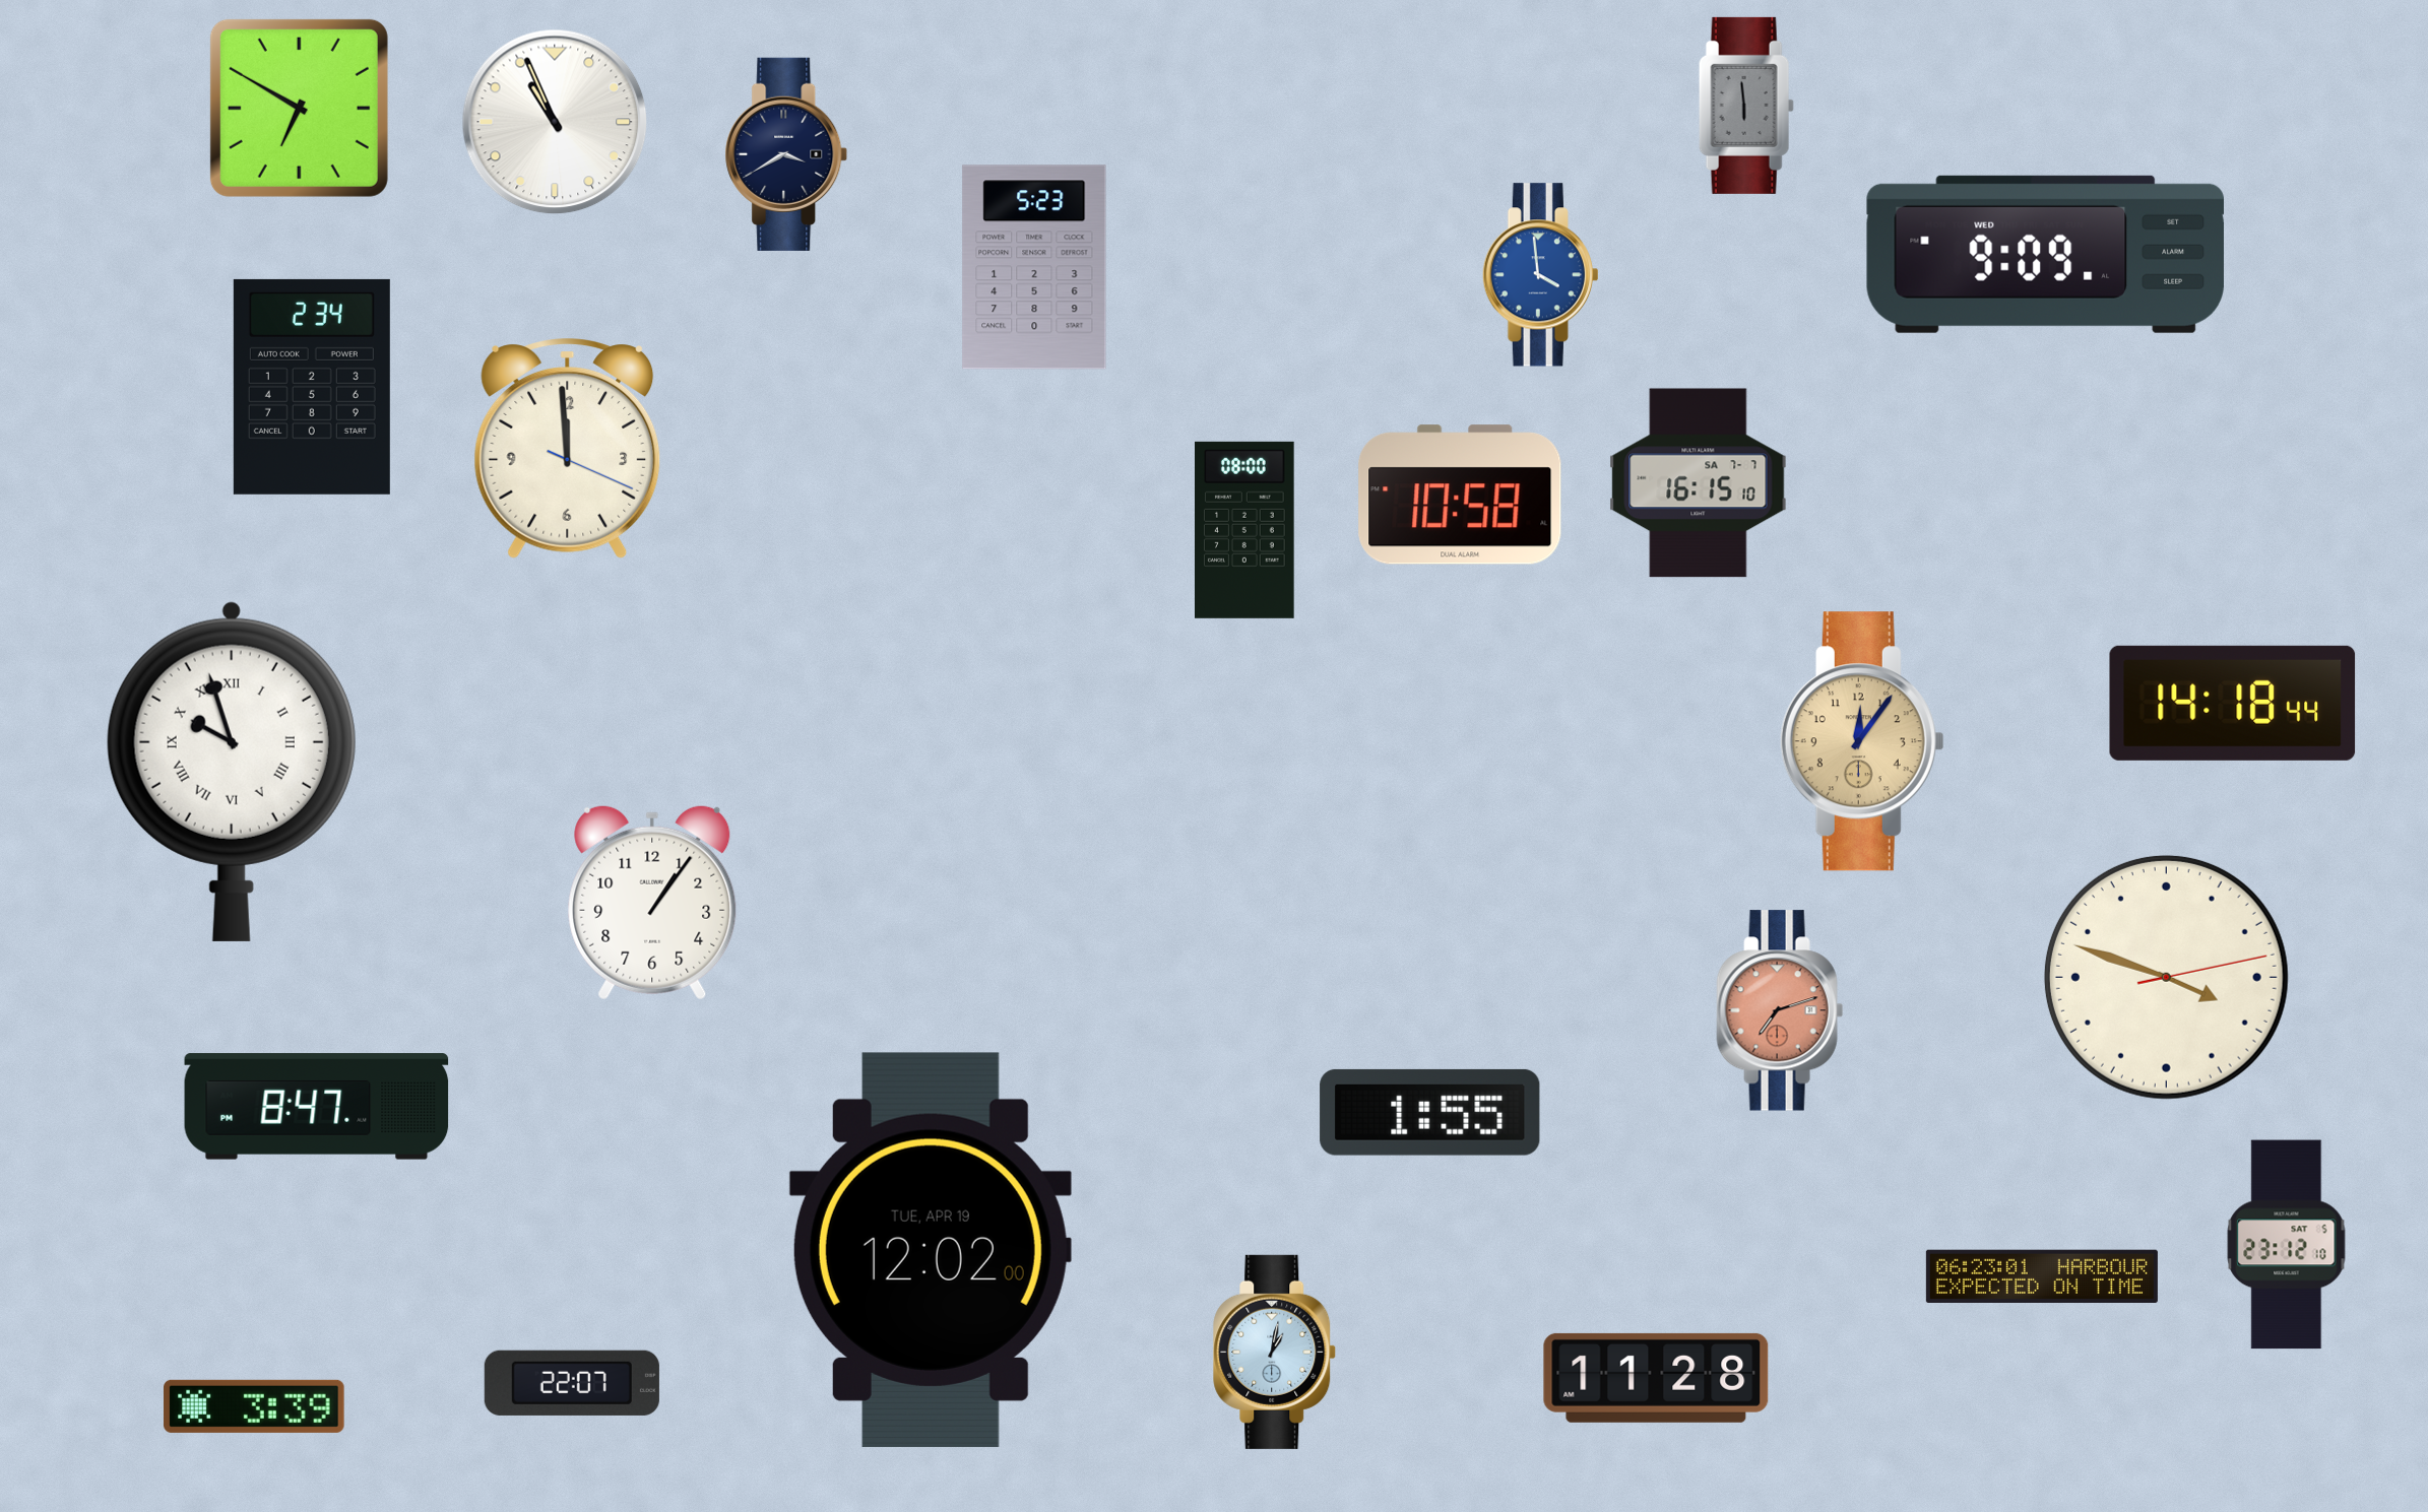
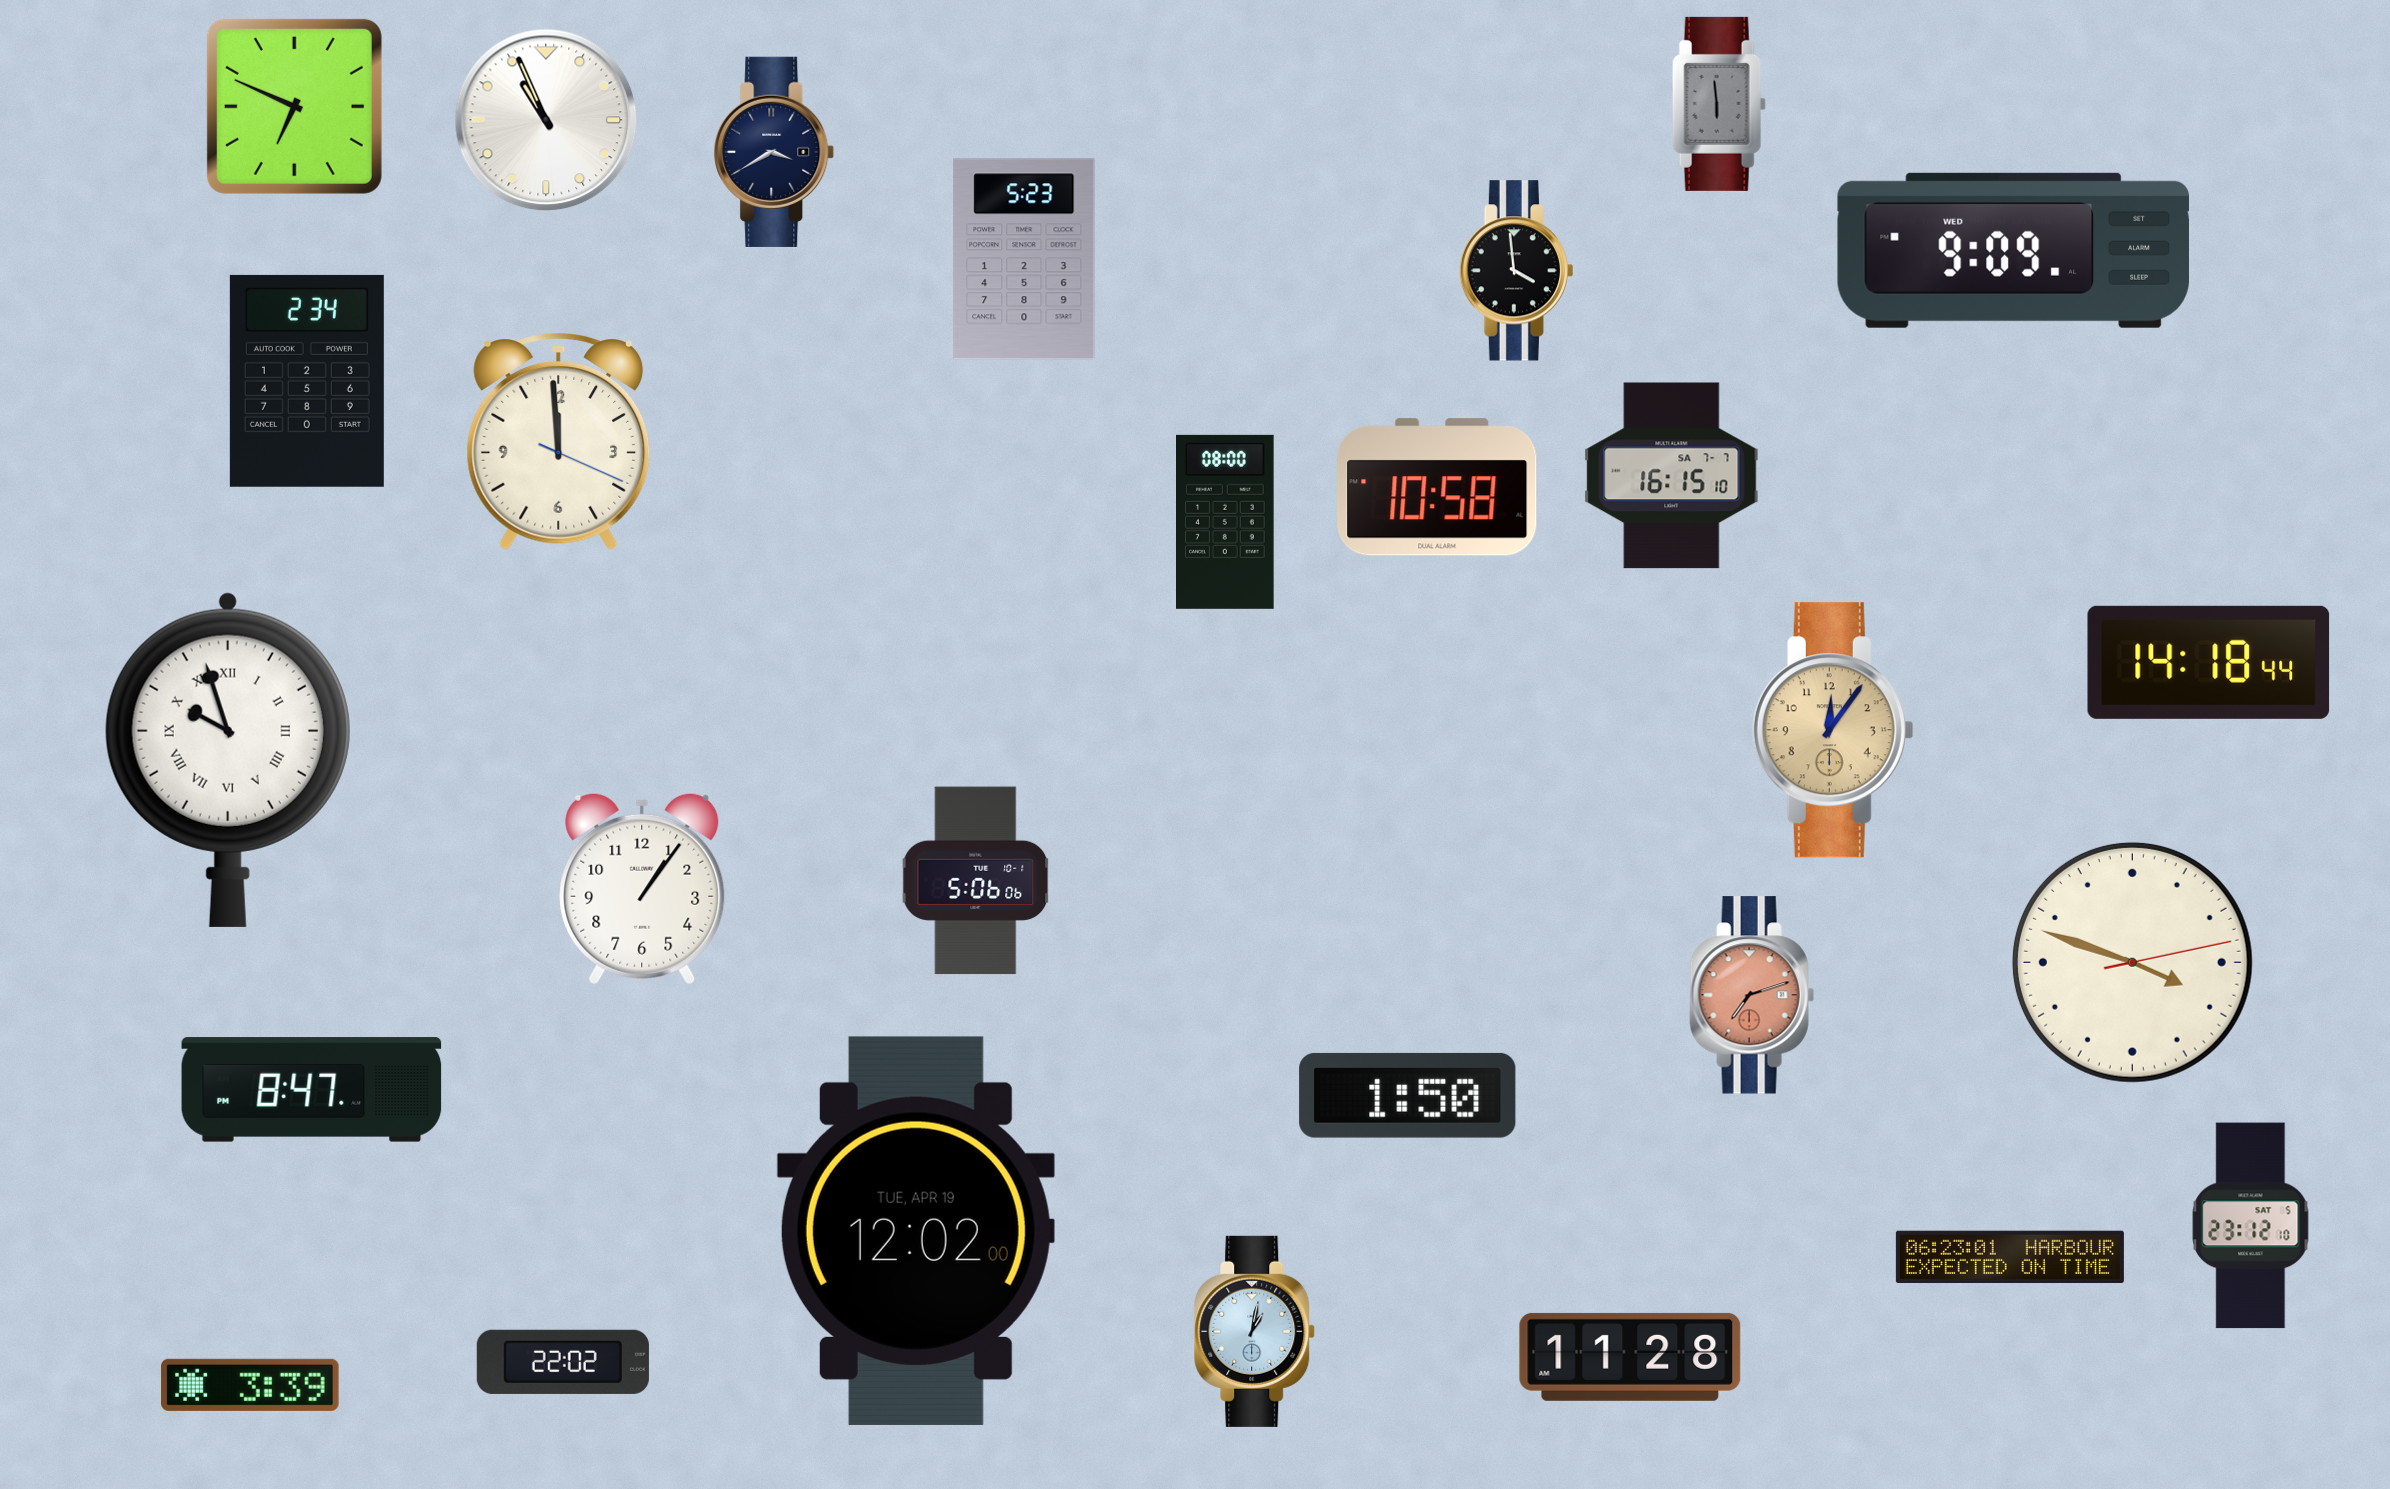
clock at (299, 108): 6:50 -> 6:49
clock at (1034, 267) position: (1034, 267) -> (1024, 259)
clock at (1540, 275) dial: blue -> black
clock at (2233, 703) position: (2233, 703) -> (2209, 662)
clock at (976, 881): none -> 5:06
clock at (1430, 1112): 1:55 -> 1:50
clock at (572, 1383): 22:07 -> 22:02
